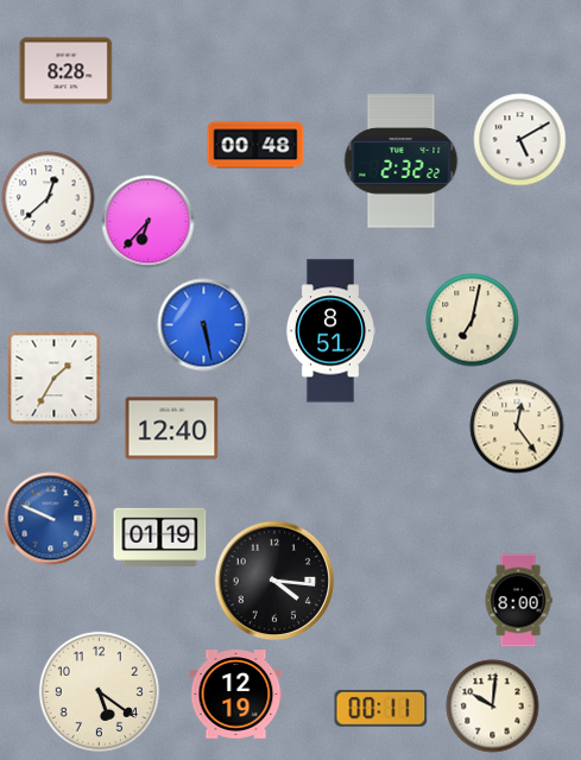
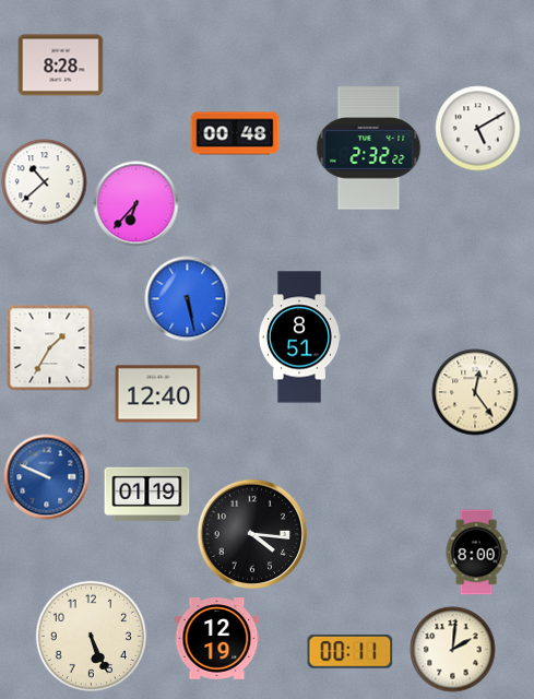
clock at (48, 197): 12:38 -> 10:38
clock at (472, 319): 7:02 -> none
clock at (330, 331) position: (330, 331) -> (299, 337)
clock at (99, 691): 5:21 -> 5:26
clock at (492, 705): 10:01 -> 2:01
